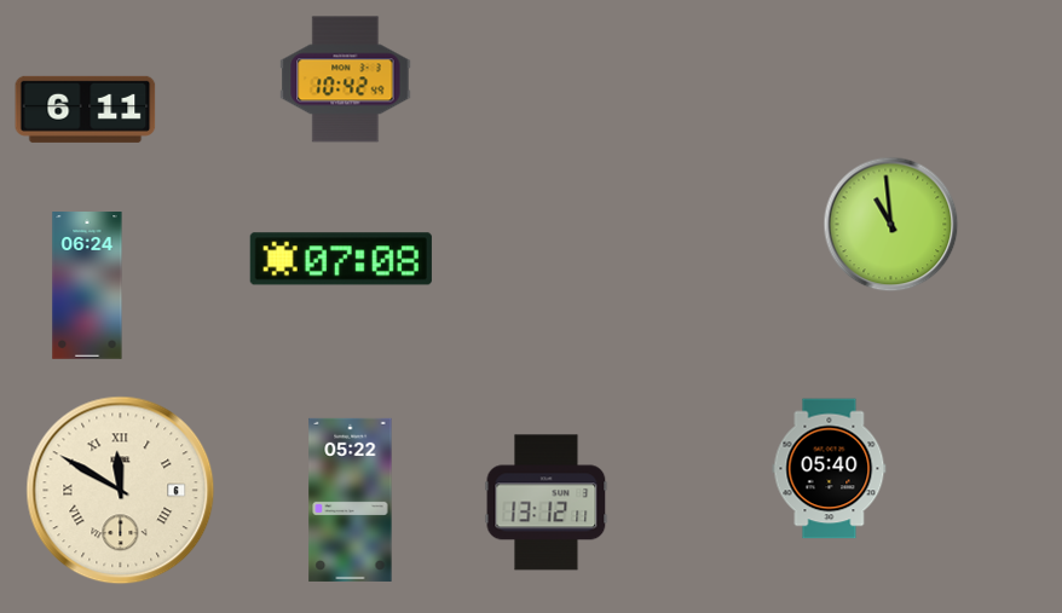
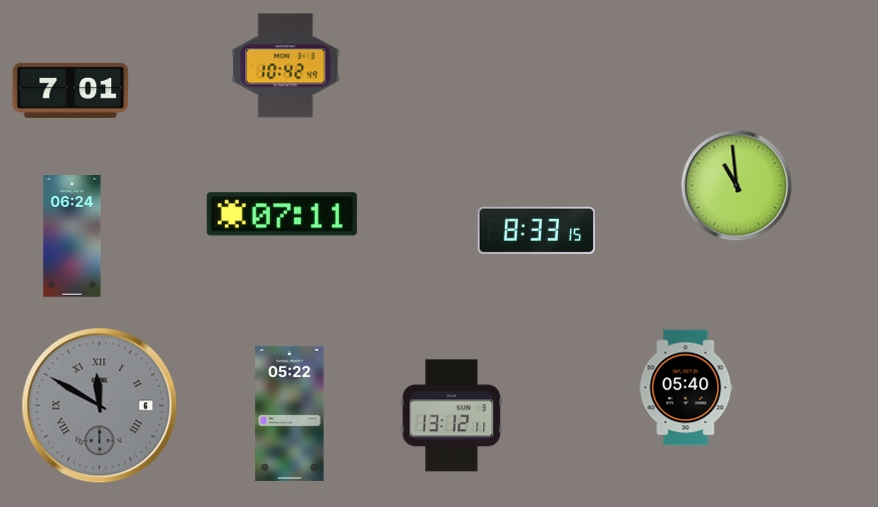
clock at (86, 109): 6:11 -> 7:01
clock at (341, 259): 07:08 -> 07:11
clock at (536, 230): none -> 8:33
clock at (121, 491) dial: cream -> grey
